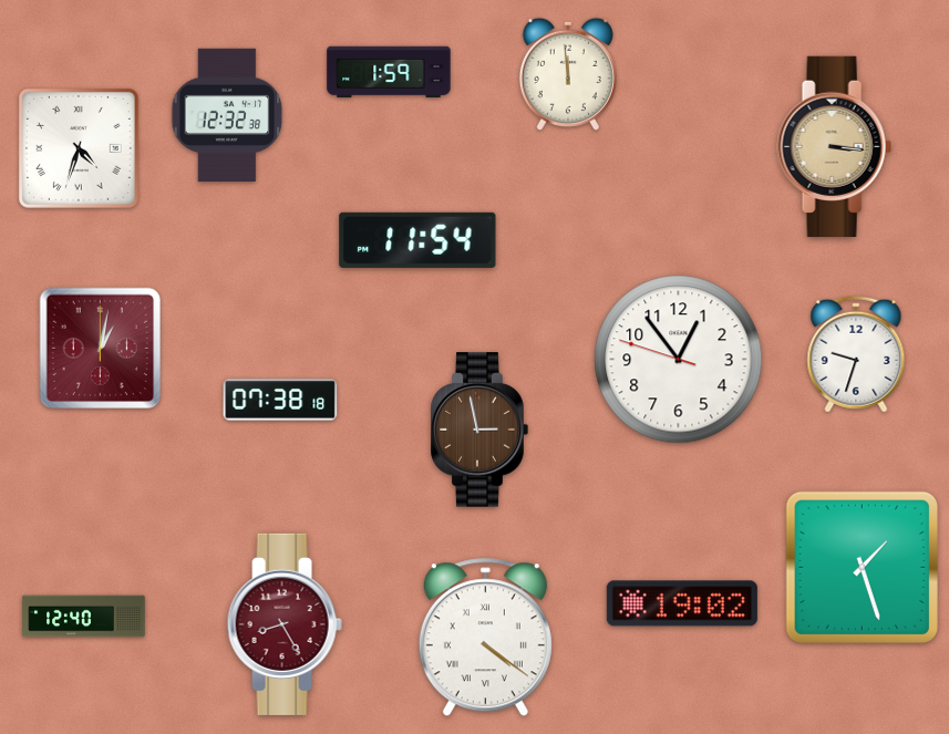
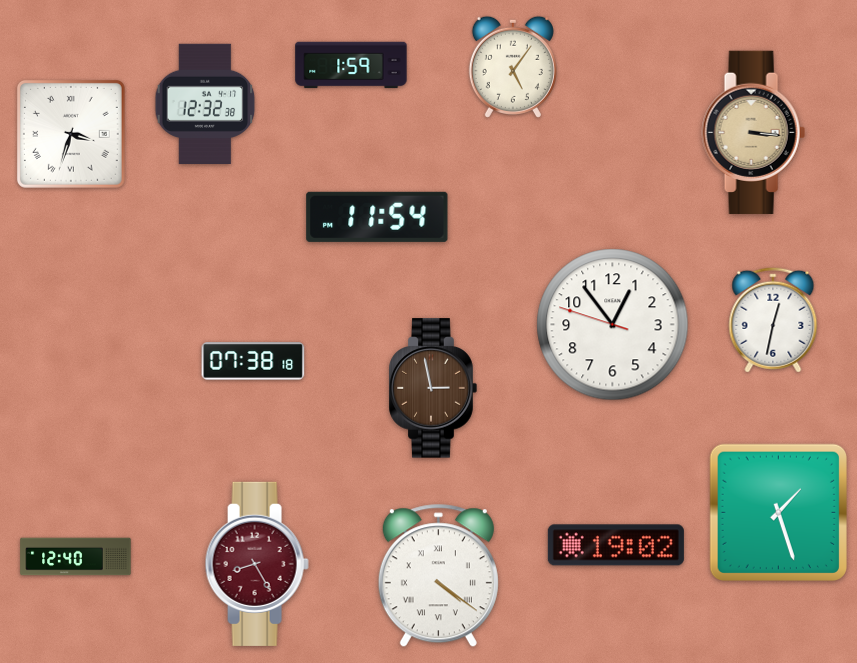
clock at (568, 74): 11:59 -> 5:06
clock at (79, 148): 4:33 -> 3:33
clock at (100, 348): 1:02 -> none
clock at (856, 354): 9:33 -> 12:32
